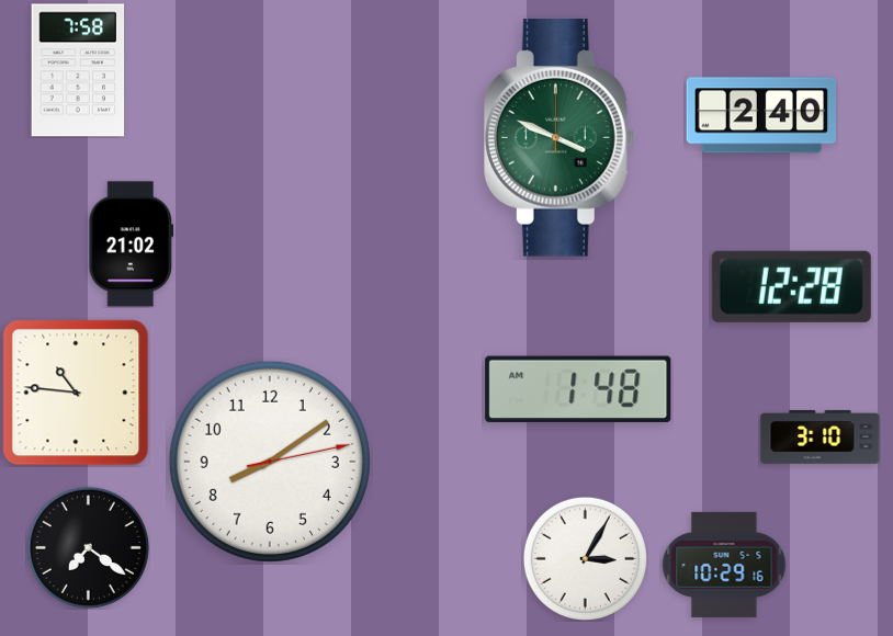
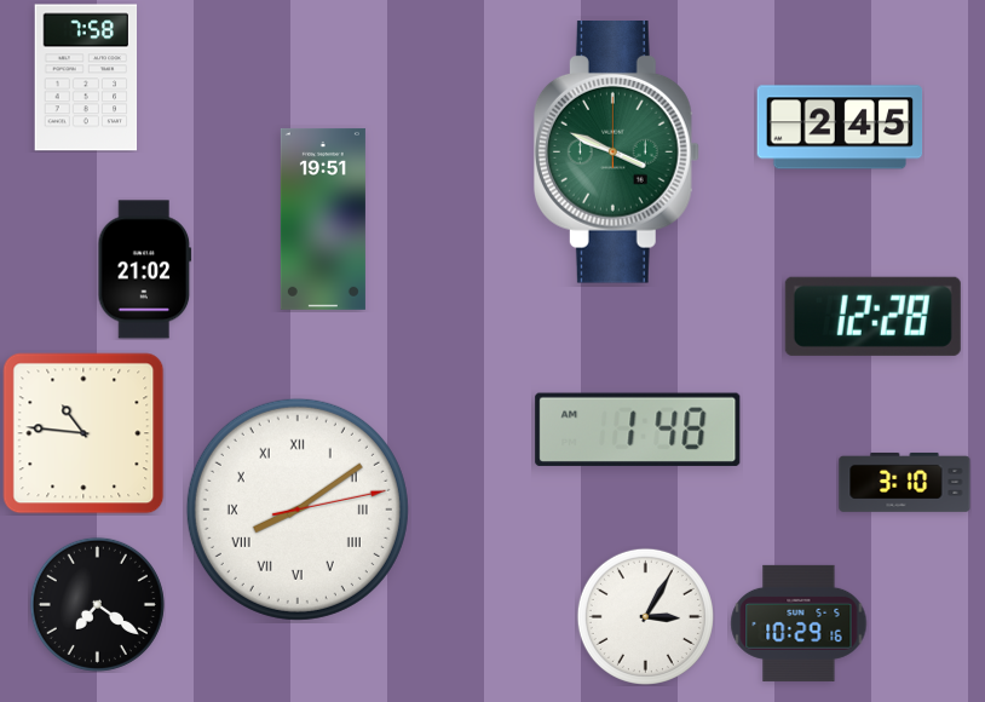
clock at (761, 115): 2:40 -> 2:45
clock at (323, 219): none -> 19:51
clock at (270, 462) numerals: Arabic -> Roman
